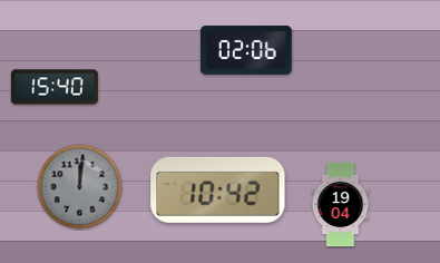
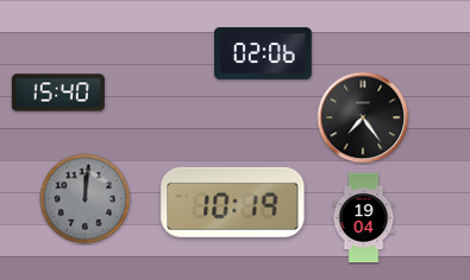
clock at (363, 117): none -> 7:24
clock at (218, 189): 10:42 -> 10:19
